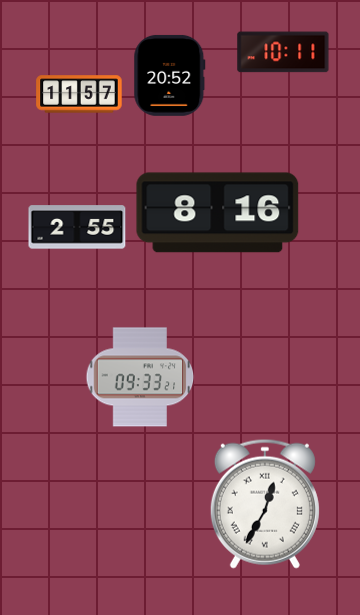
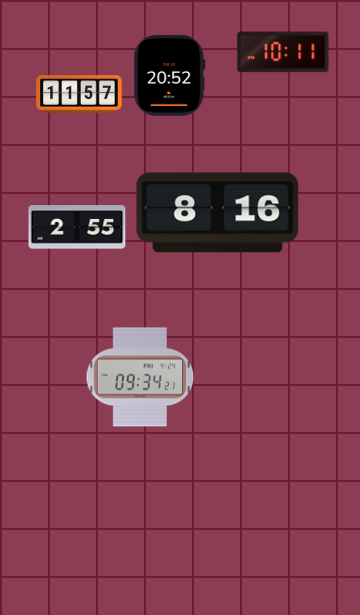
clock at (140, 377): 09:33 -> 09:34
clock at (265, 504): 12:35 -> none
